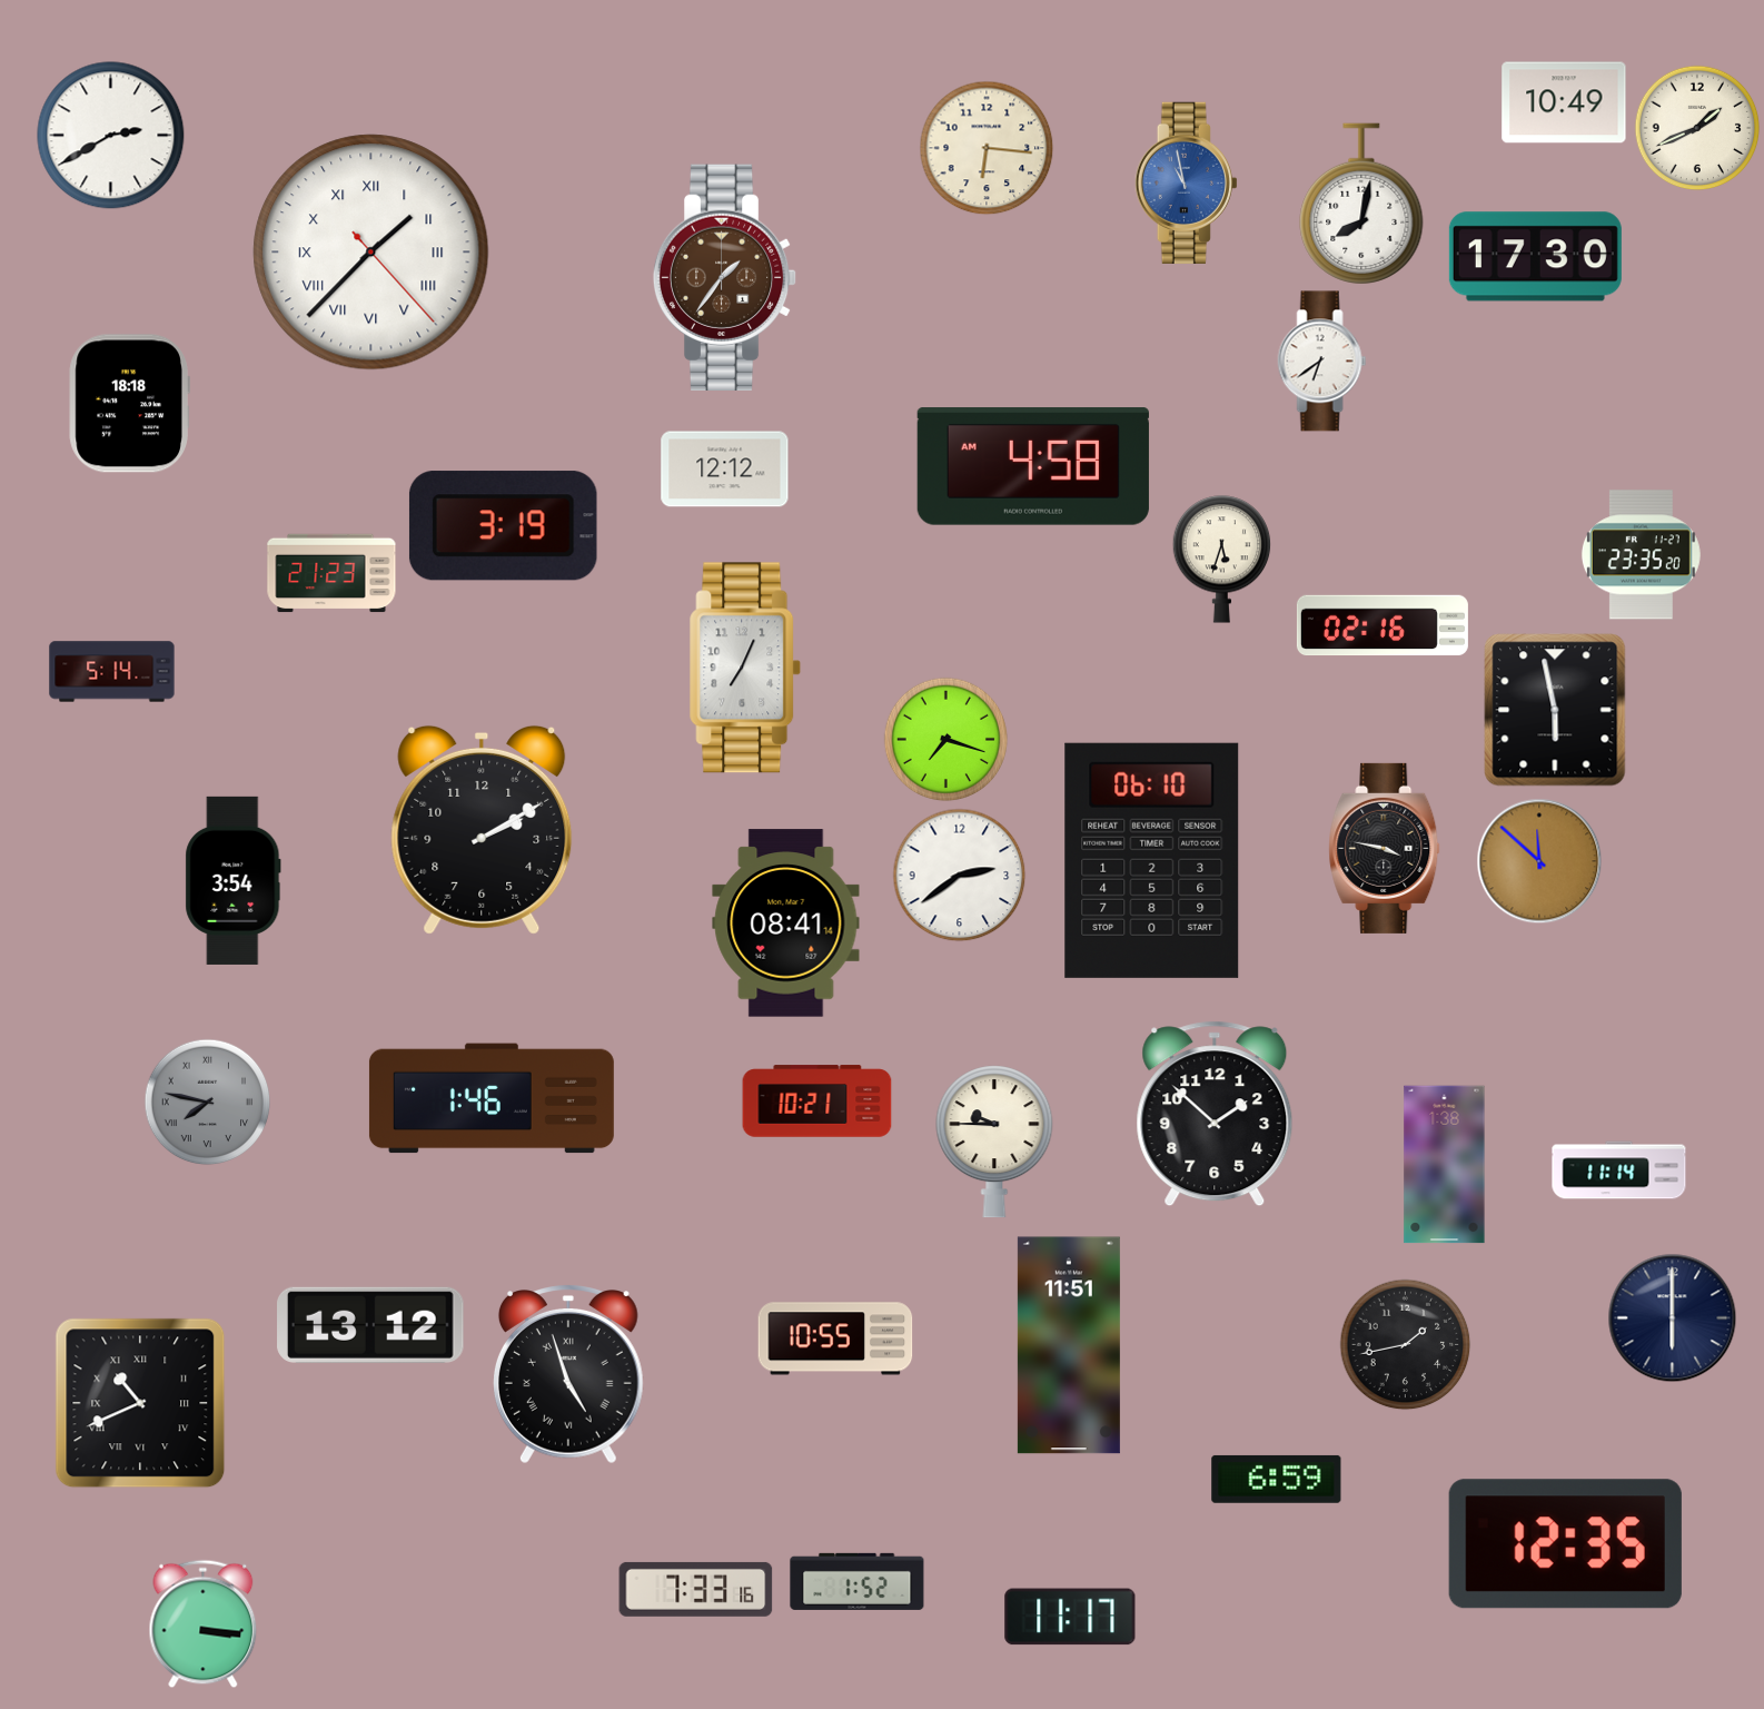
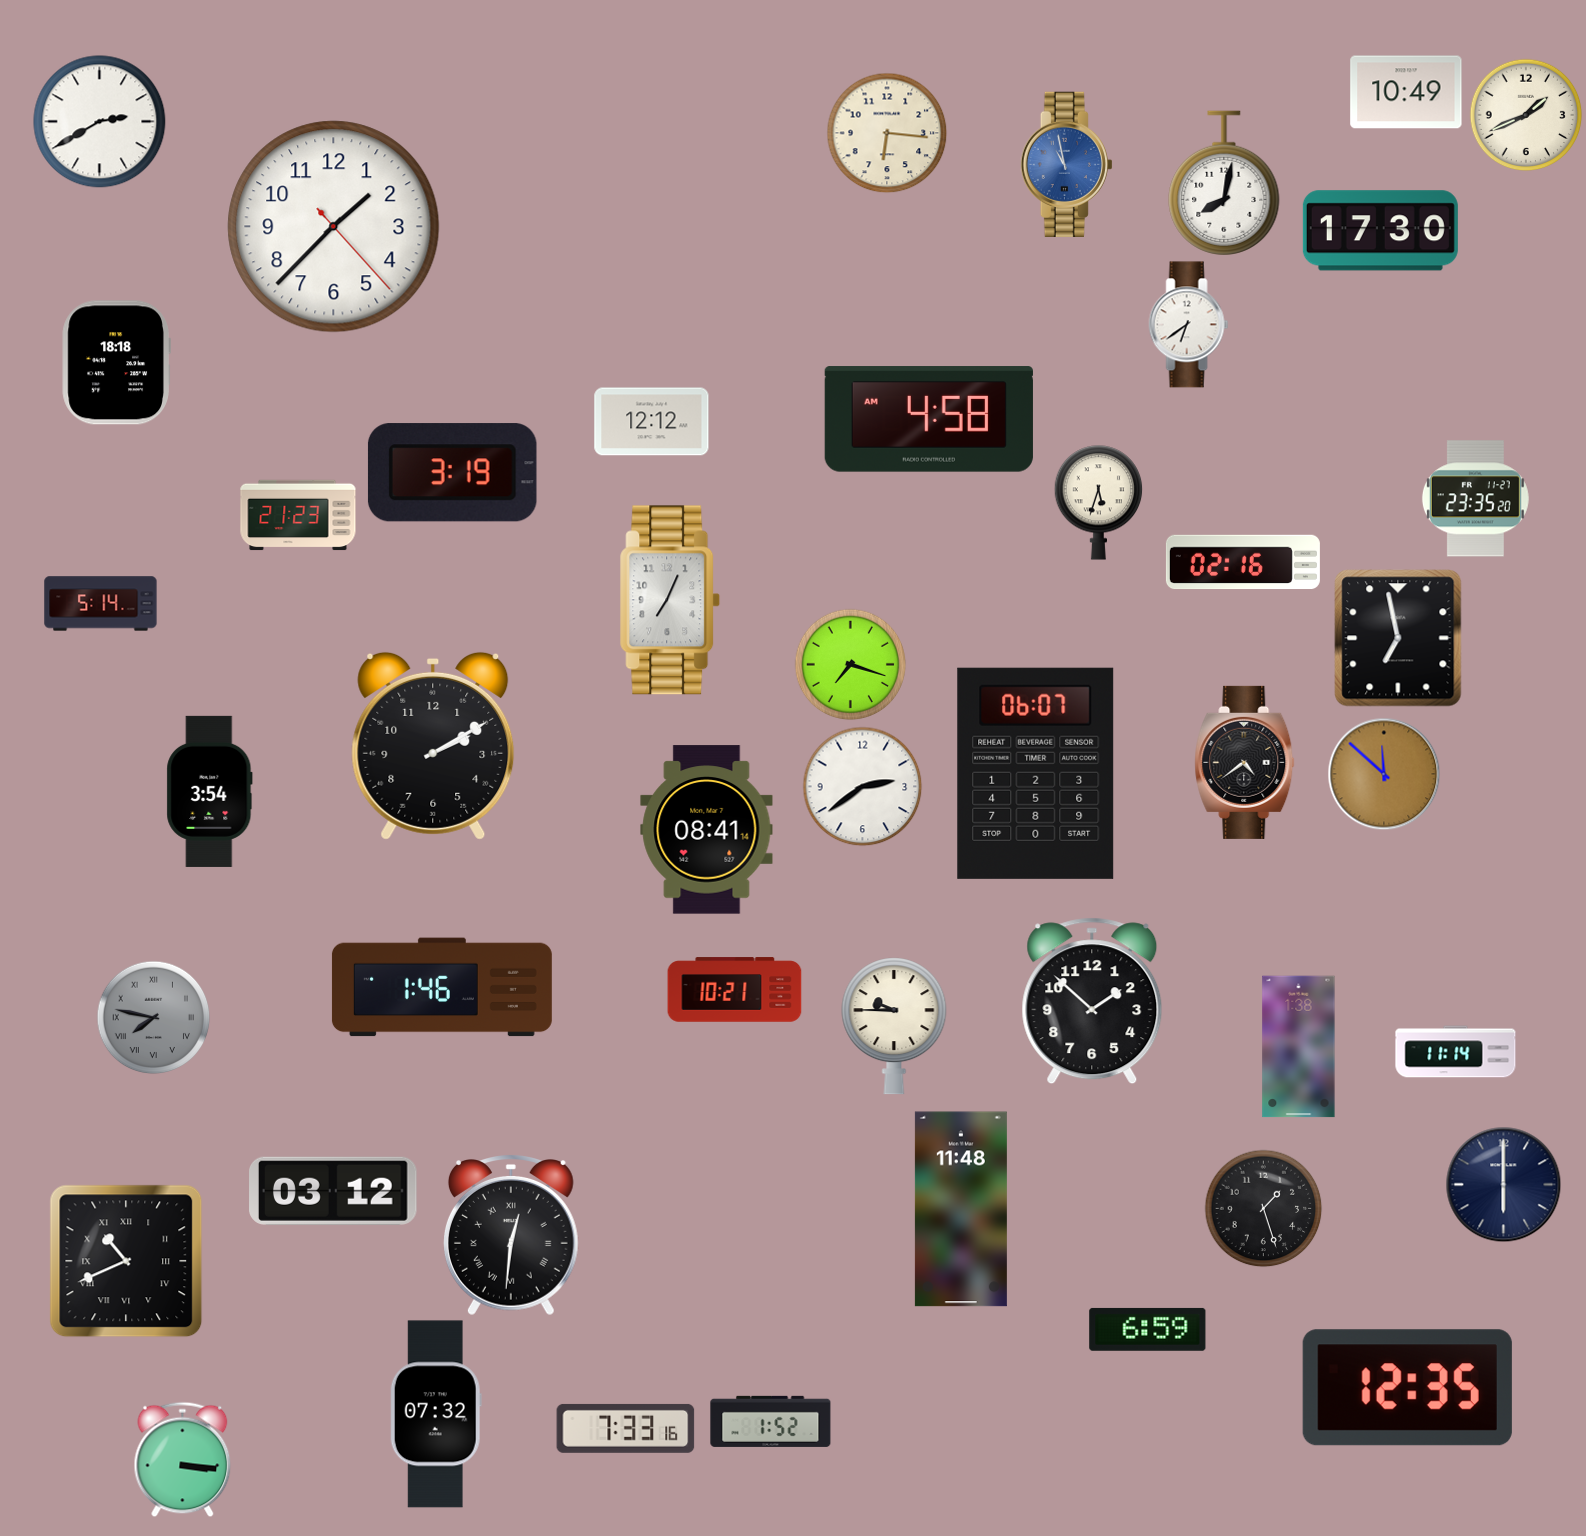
clock at (371, 253) numerals: Roman -> Arabic
clock at (725, 277): 1:36 -> none
clock at (1555, 710): 5:58 -> 6:58
clock at (1385, 848): 3:47 -> 4:39
clock at (1152, 860): 06:10 -> 06:07
clock at (207, 1102) position: (207, 1102) -> (153, 1017)
clock at (370, 1325): 13:12 -> 03:12
clock at (835, 1338): 10:55 -> none
clock at (1405, 1344): 1:43 -> 1:27
clock at (1069, 1345): 11:51 -> 11:48
clock at (568, 1375): 4:57 -> 12:31
clock at (436, 1414): none -> 07:32
clock at (1070, 1617): 11:17 -> none
